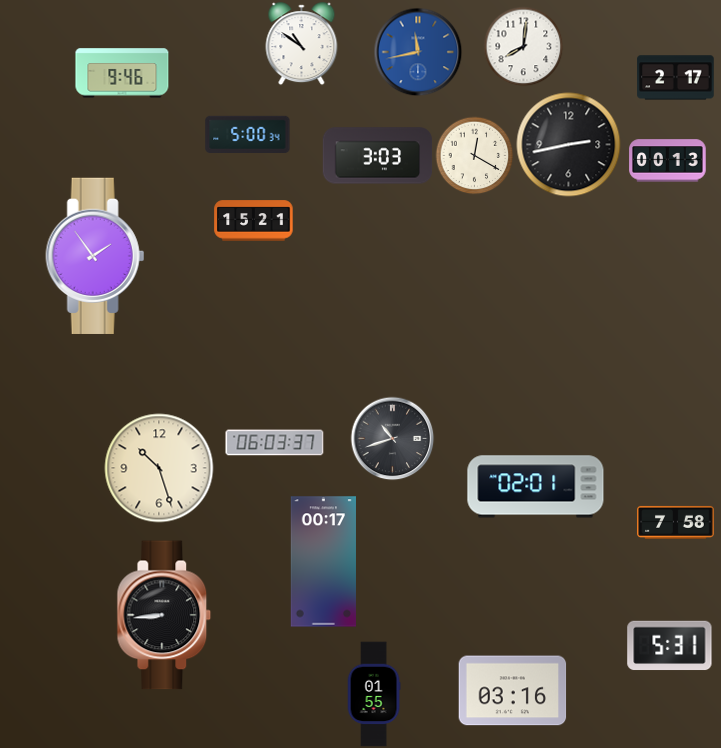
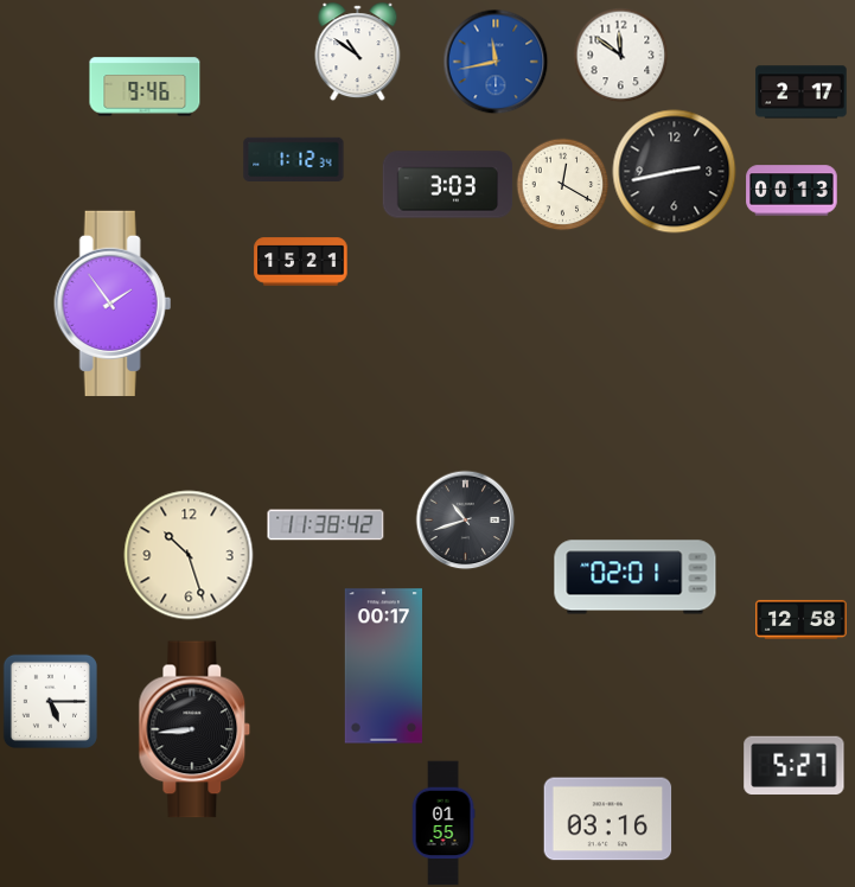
clock at (523, 46): 8:01 -> 11:51
clock at (248, 134): 5:00 -> 1:12
clock at (275, 443): 06:03 -> 11:38
clock at (676, 522): 7:58 -> 12:58
clock at (50, 701): none -> 5:15
clock at (670, 646): 5:31 -> 5:27
